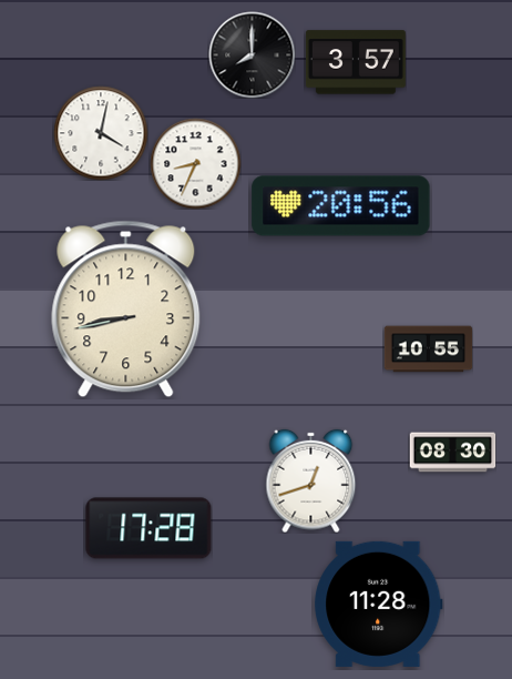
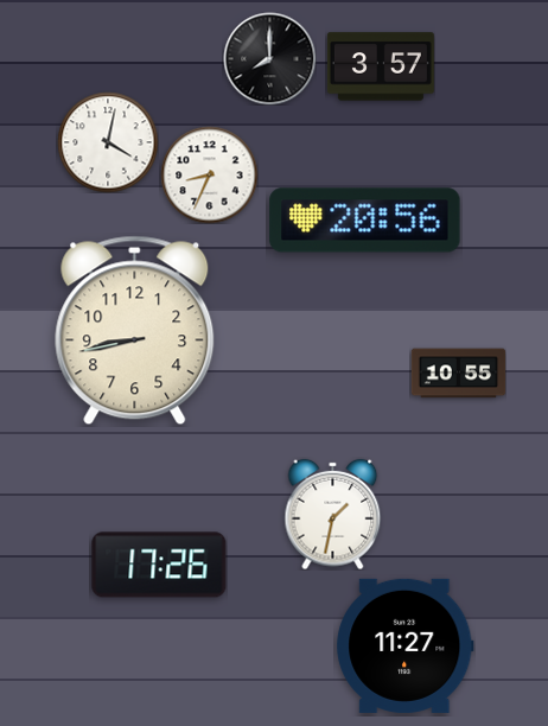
clock at (452, 453): 08:30 -> none
clock at (311, 480): 12:42 -> 1:32
clock at (149, 528): 17:28 -> 17:26
clock at (379, 604): 11:28 -> 11:27
